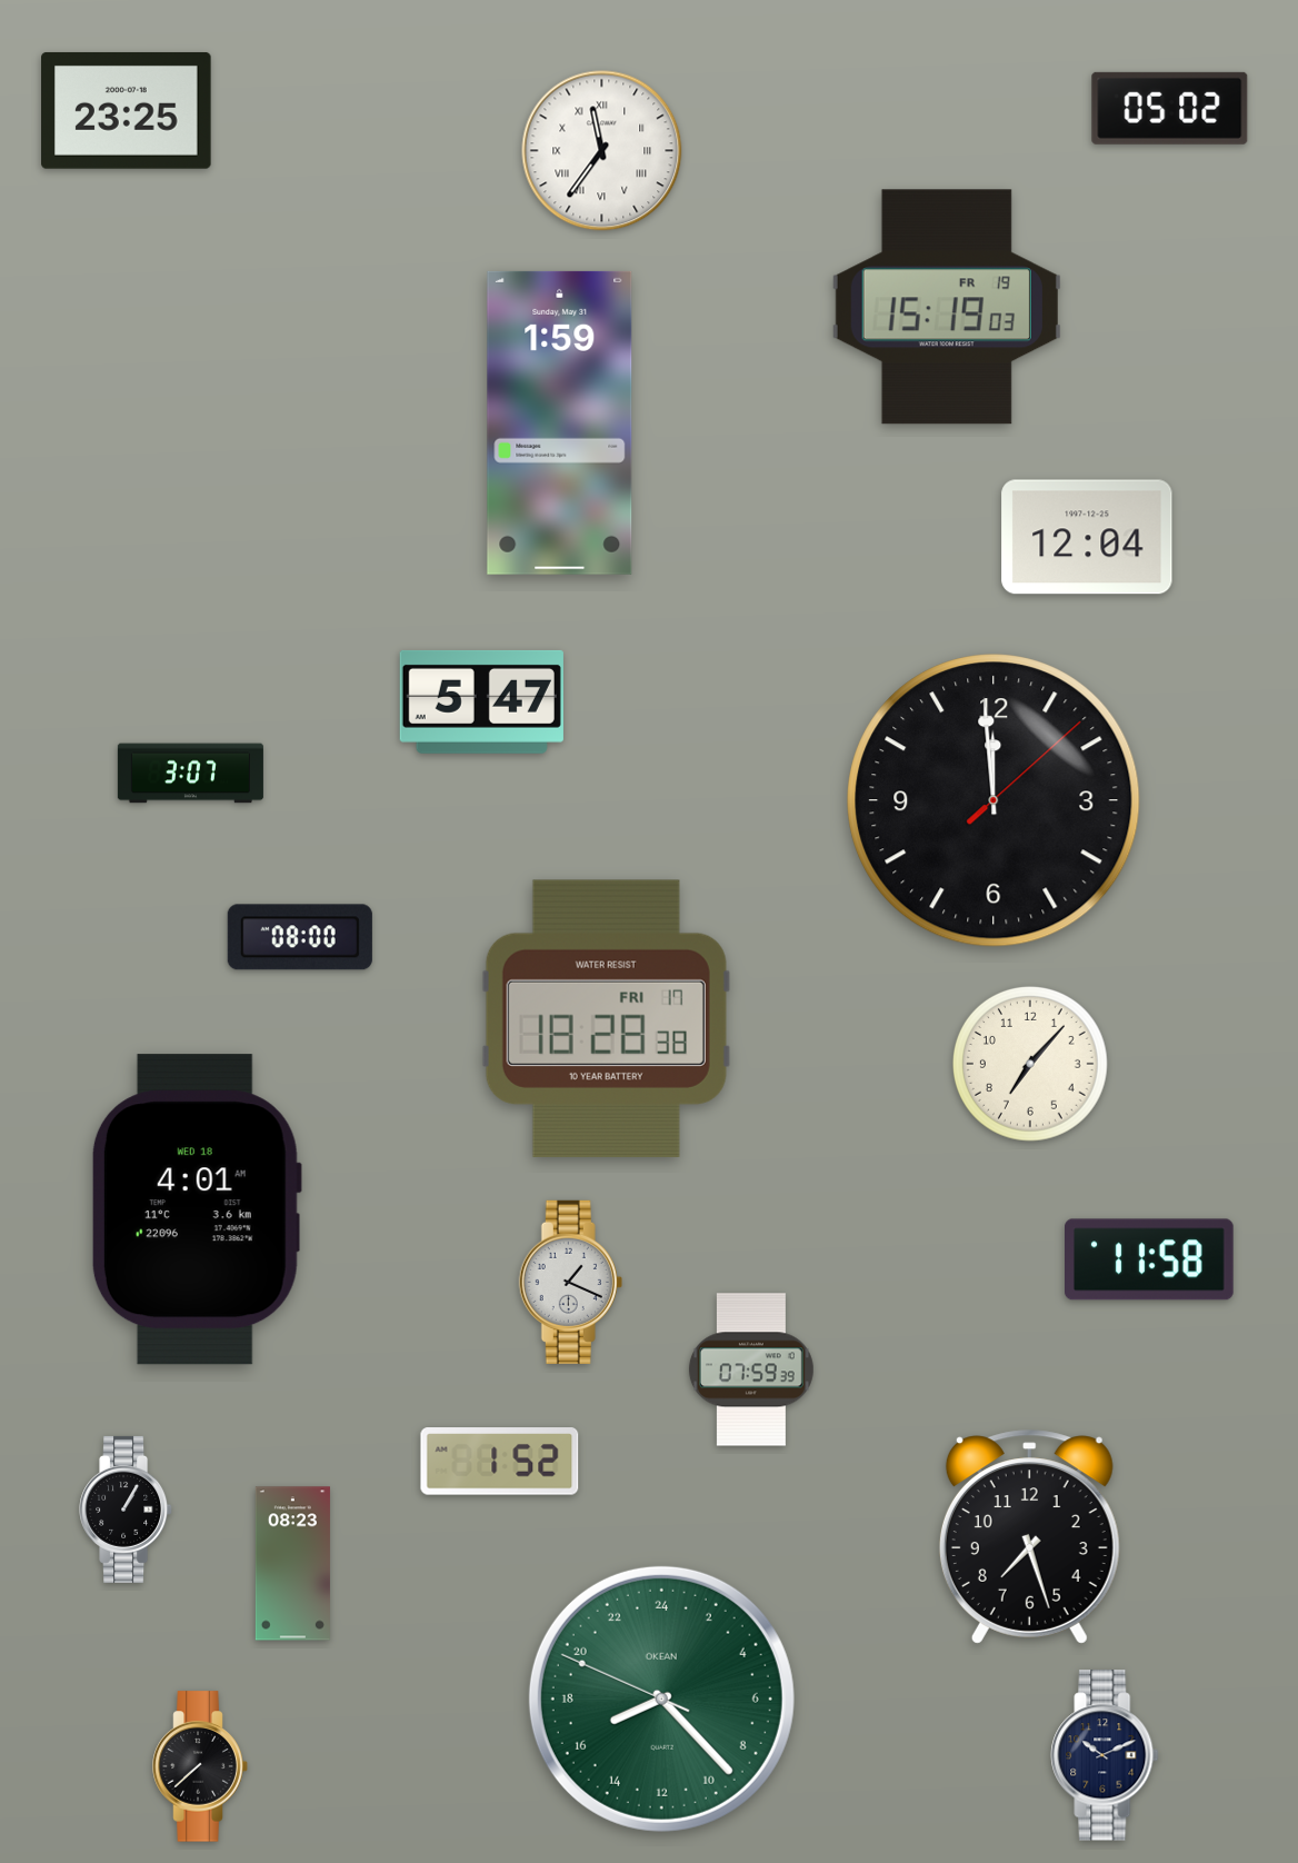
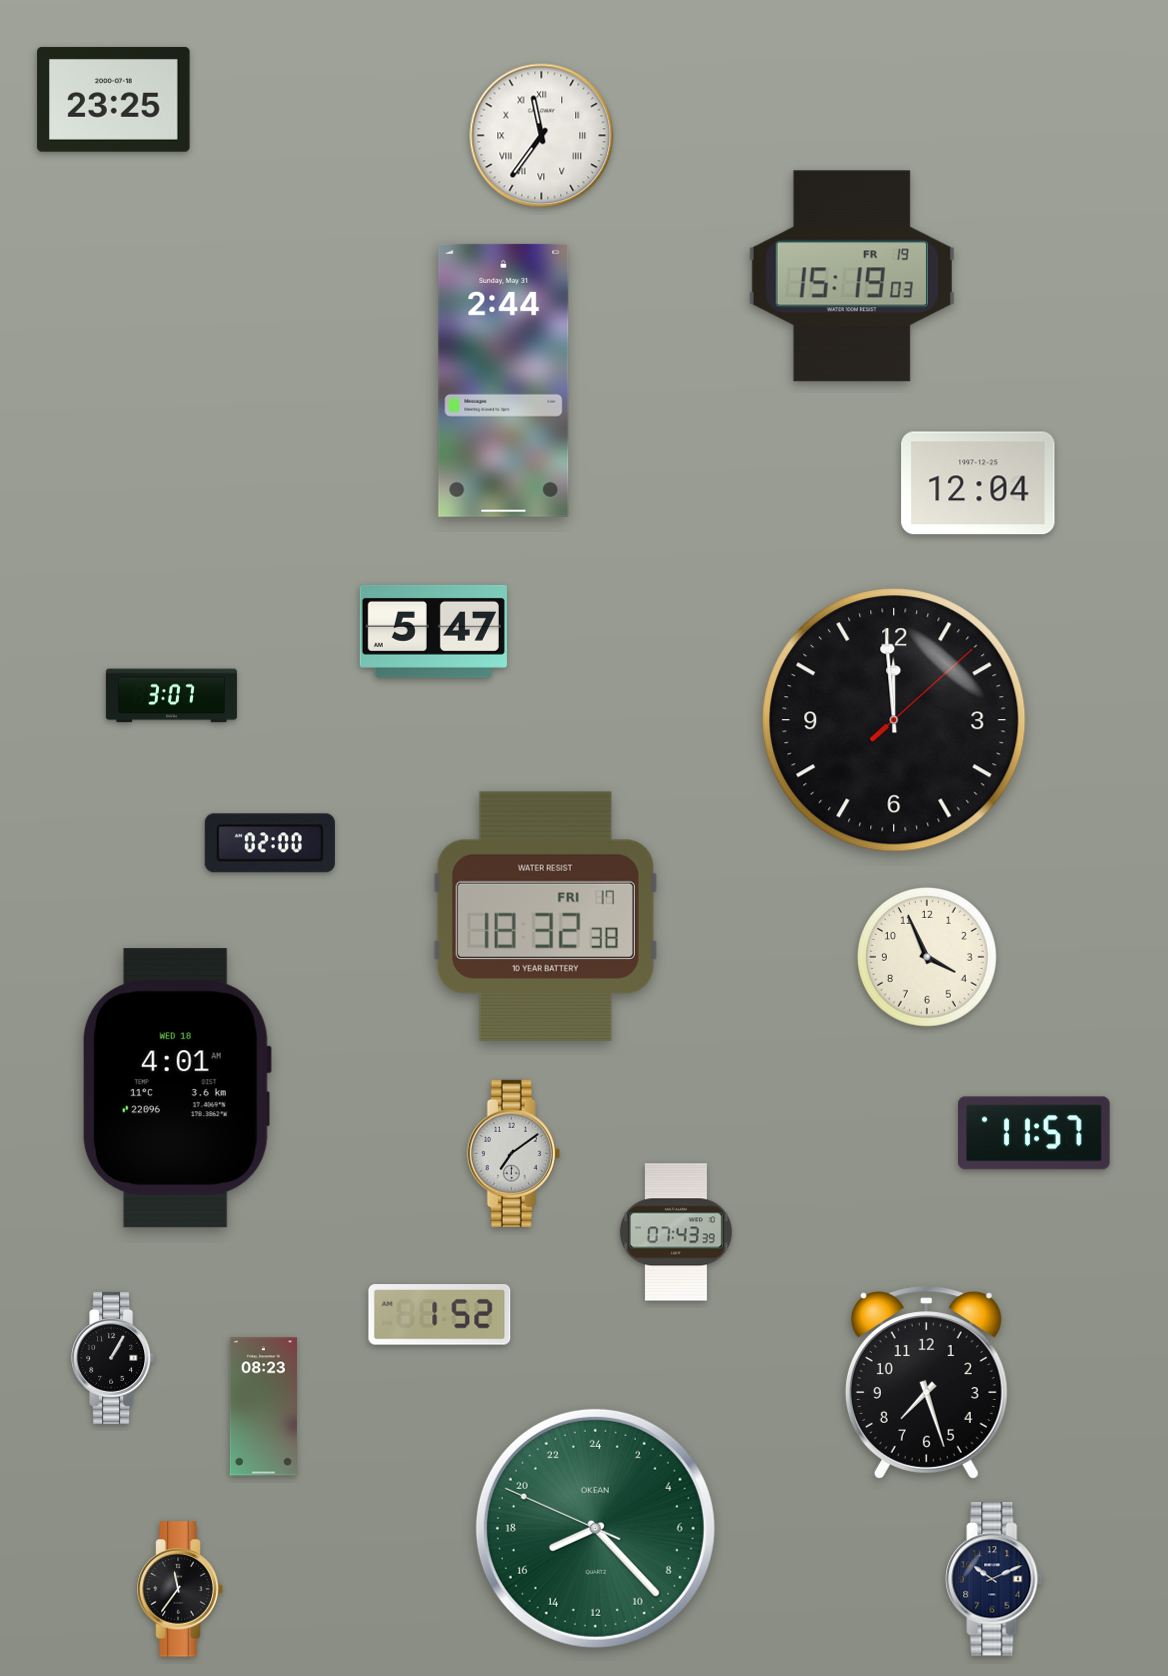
clock at (1170, 108): 05:02 -> none
clock at (560, 422): 1:59 -> 2:44
clock at (300, 937): 08:00 -> 02:00
clock at (606, 1018): 18:28 -> 18:32
clock at (1030, 1064): 7:07 -> 3:56
clock at (1150, 1259): 11:58 -> 11:57
clock at (570, 1282): 1:19 -> 7:09
clock at (751, 1369): 07:59 -> 07:43
clock at (500, 1462) position: (500, 1462) -> (440, 1315)
clock at (200, 1766): 7:38 -> 11:36
